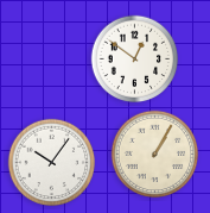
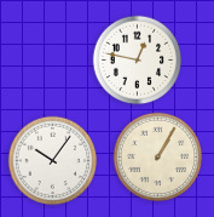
clock at (135, 59): 12:51 -> 12:47
clock at (52, 163) position: (52, 163) -> (53, 161)
